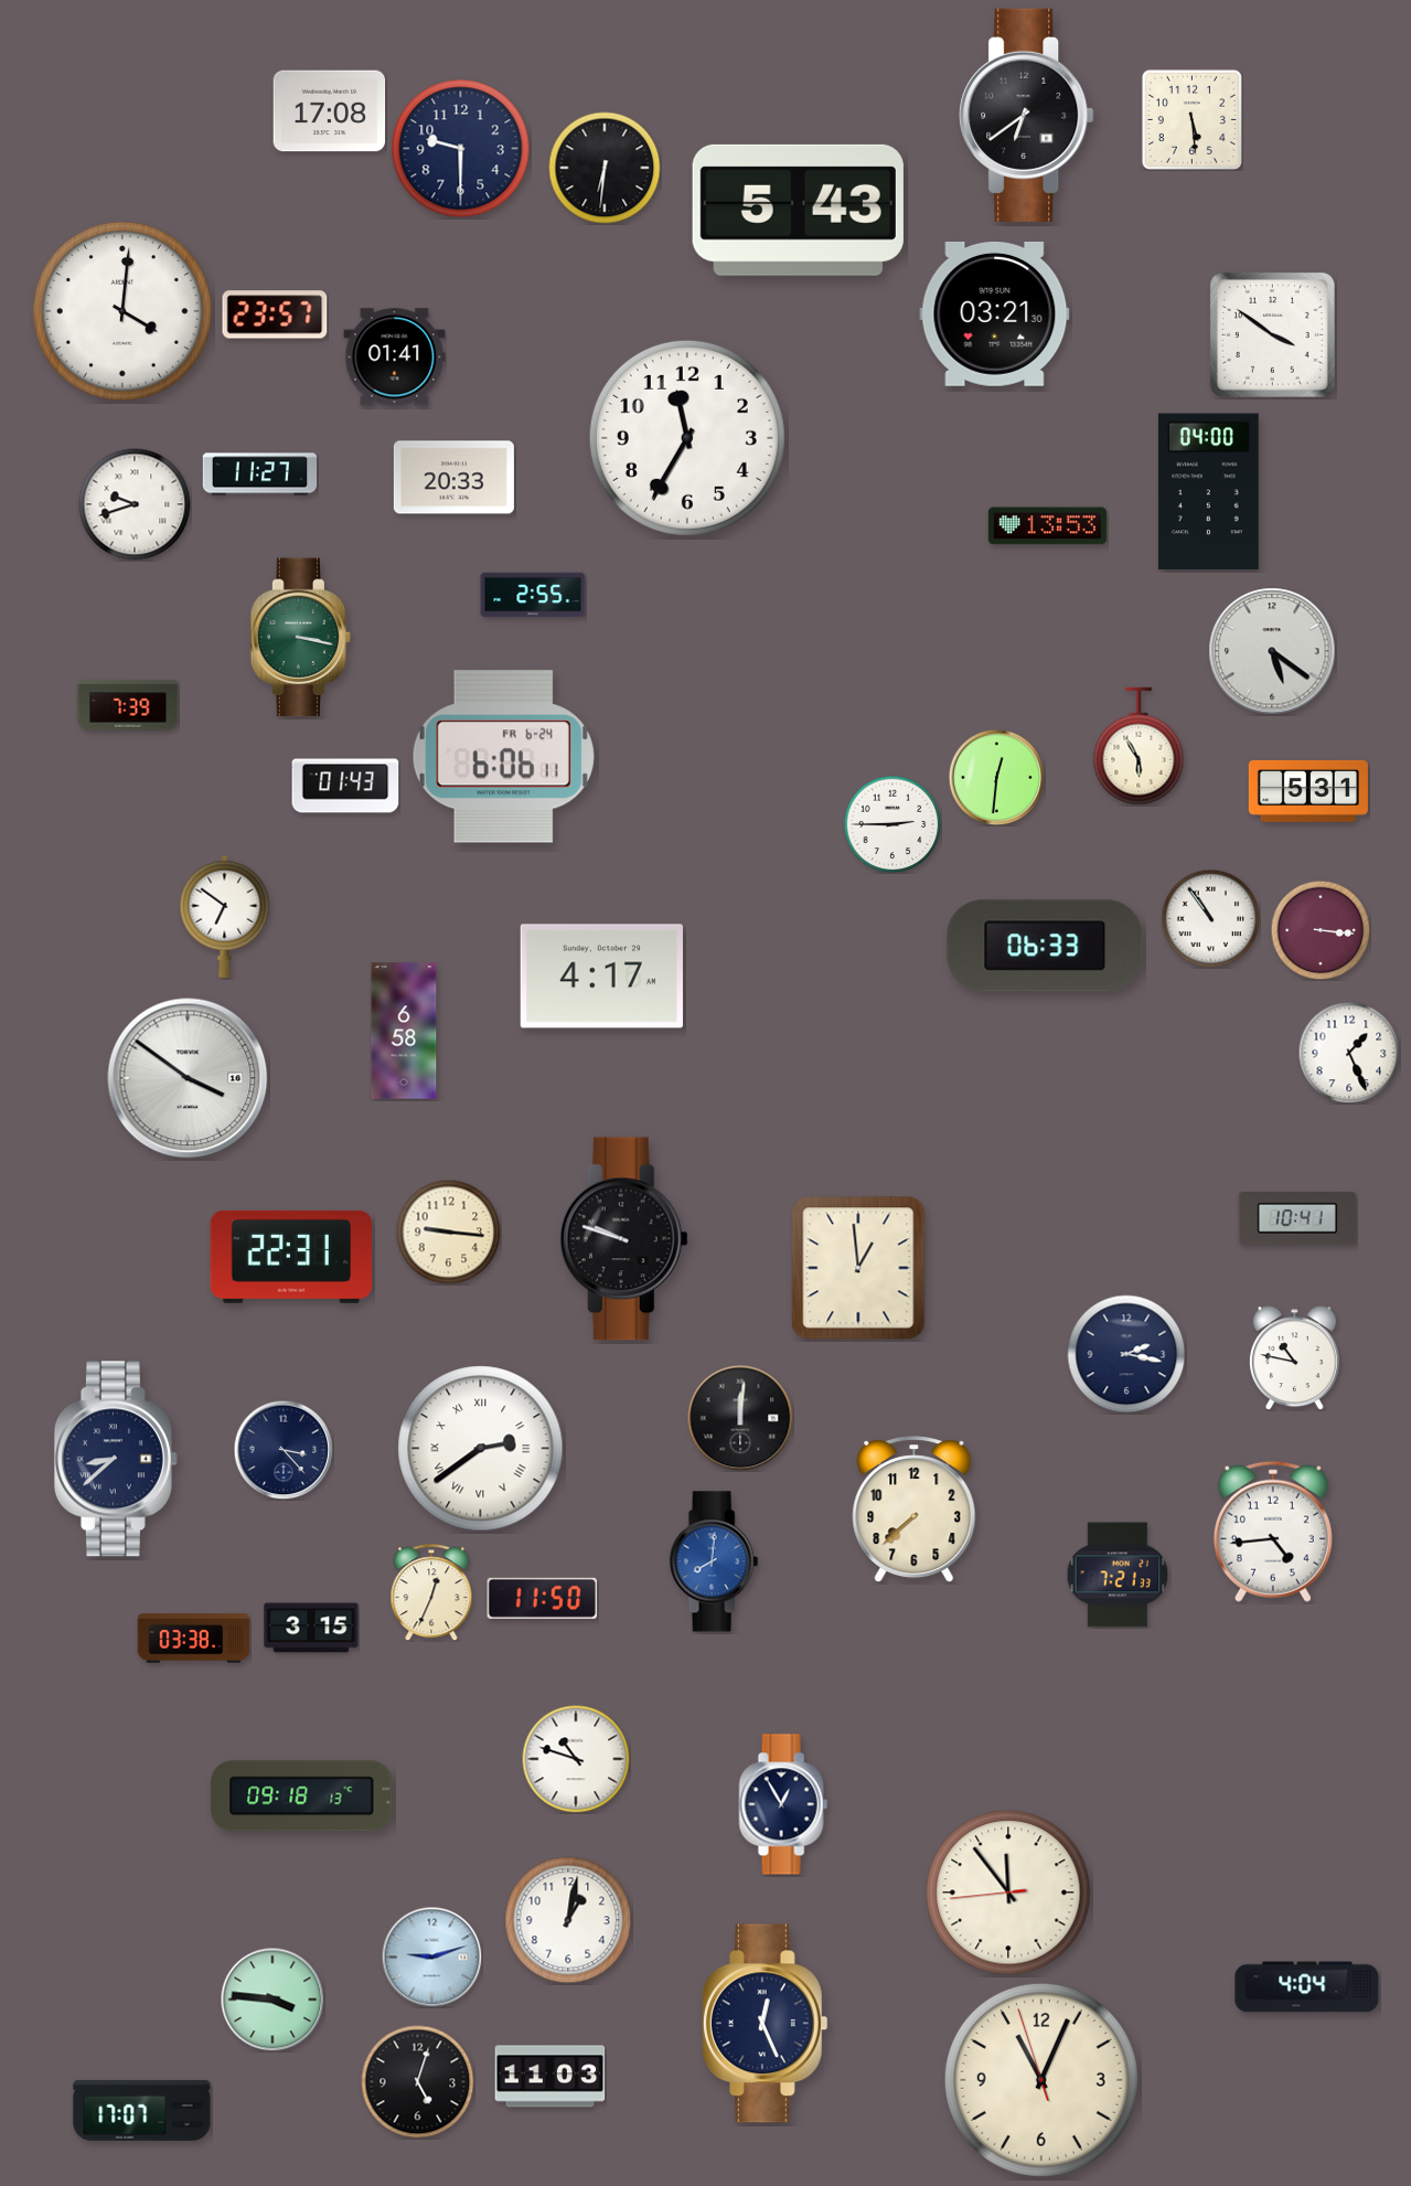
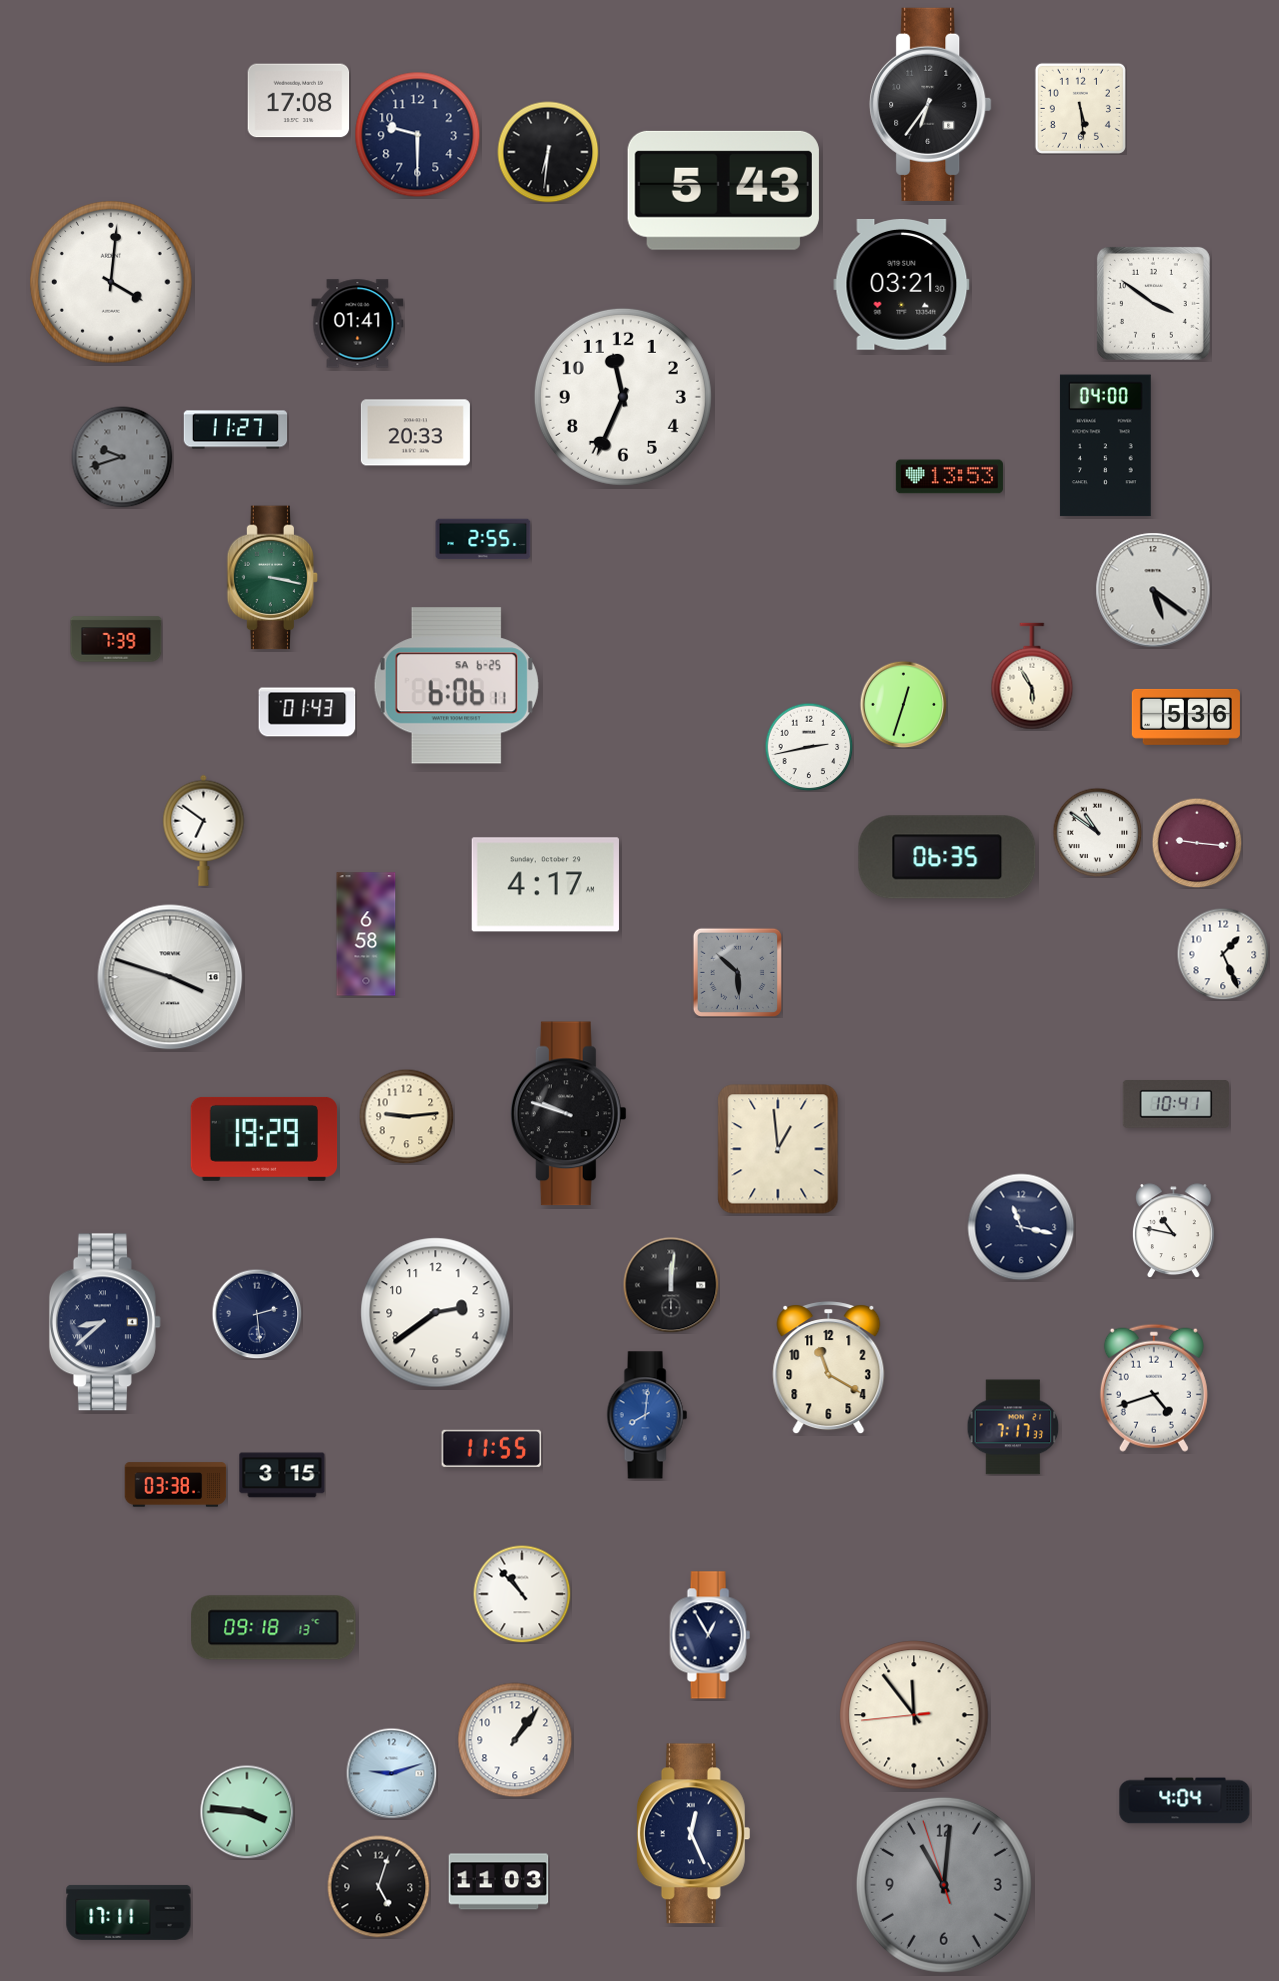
clock at (1027, 115): 6:39 -> 6:36
clock at (275, 314): 23:57 -> none
clock at (687, 438): 11:35 -> 11:34
clock at (453, 478) position: (453, 478) -> (415, 433)
clock at (1208, 492) position: (1208, 492) -> (1105, 446)
clock at (135, 504) dial: white -> grey
clock at (503, 757) date: FR 6-24 -> SA 6-25
clock at (996, 777): 12:31 -> 12:33
clock at (345, 786) position: (345, 786) -> (307, 712)
clock at (1308, 791): 5:31 -> 5:36
clock at (892, 824): 2:45 -> 2:43
clock at (1210, 918): 10:54 -> 10:51
clock at (1321, 930): 3:16 -> 9:16
clock at (1045, 946): 06:33 -> 06:35
clock at (737, 972): none -> 5:52
clock at (188, 1078): 3:51 -> 3:48
clock at (448, 1231): 9:16 -> 9:14
clock at (623, 1239) position: (623, 1239) -> (568, 1114)
clock at (291, 1257): 22:31 -> 19:29
clock at (1126, 1354): 2:17 -> 11:17
clock at (481, 1449) numerals: Roman -> Arabic
clock at (284, 1450): 3:23 -> 2:29
clock at (915, 1510): 7:38 -> 11:20
clock at (1273, 1532): 4:44 -> 4:42
clock at (1118, 1575): 7:21 -> 7:17
clock at (431, 1592): 12:34 -> none
clock at (543, 1598): 11:50 -> 11:55
clock at (576, 1759): 10:48 -> 10:53
clock at (568, 1920): 1:02 -> 1:06
clock at (1041, 2080): 11:03 -> 11:00
clock at (1041, 2080) dial: cream -> grey
clock at (142, 2110): 17:07 -> 17:11
